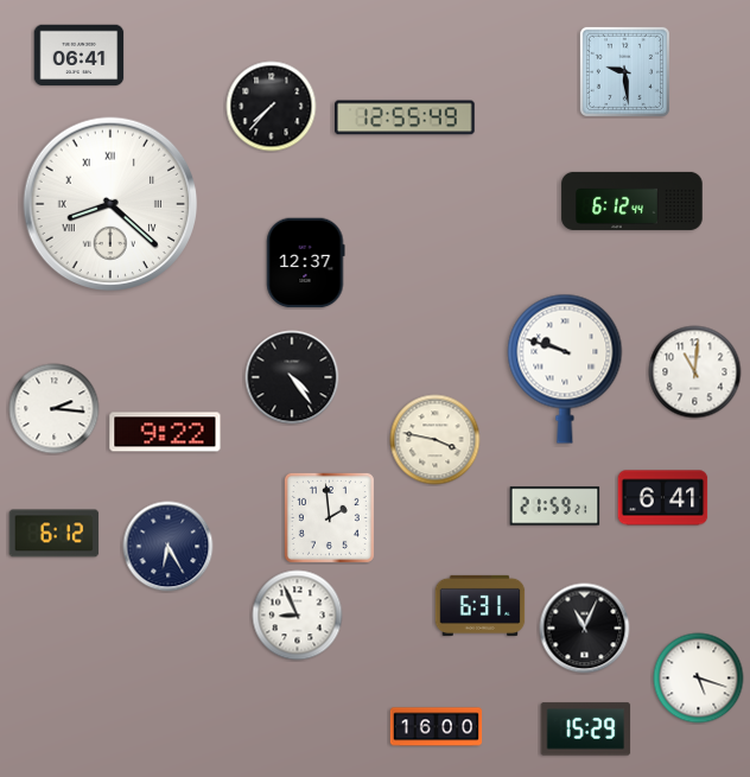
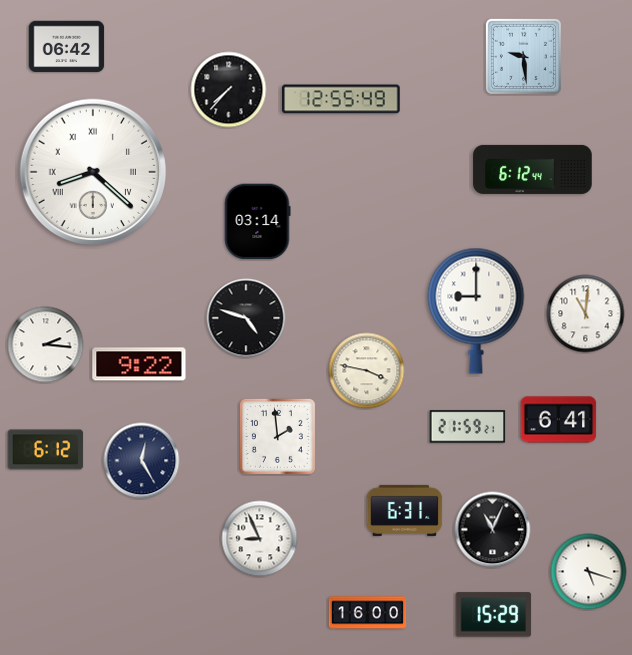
clock at (80, 56): 06:41 -> 06:42
clock at (624, 71) position: (624, 71) -> (523, 56)
clock at (306, 263): 12:37 -> 03:14
clock at (565, 369): 9:48 -> 9:00
clock at (292, 377): 4:24 -> 4:48
clock at (169, 547): 6:25 -> 12:25
clock at (298, 616) position: (298, 616) -> (260, 539)
